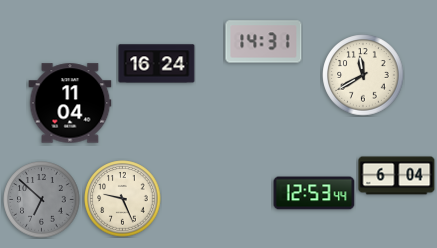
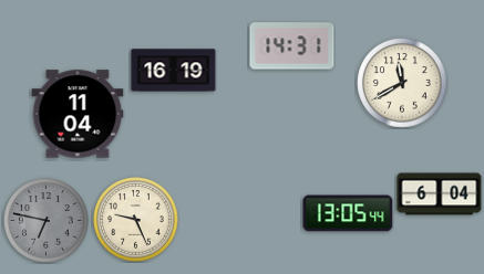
clock at (157, 64): 16:24 -> 16:19
clock at (314, 193): 12:53 -> 13:05
clock at (42, 200): 6:52 -> 6:47
